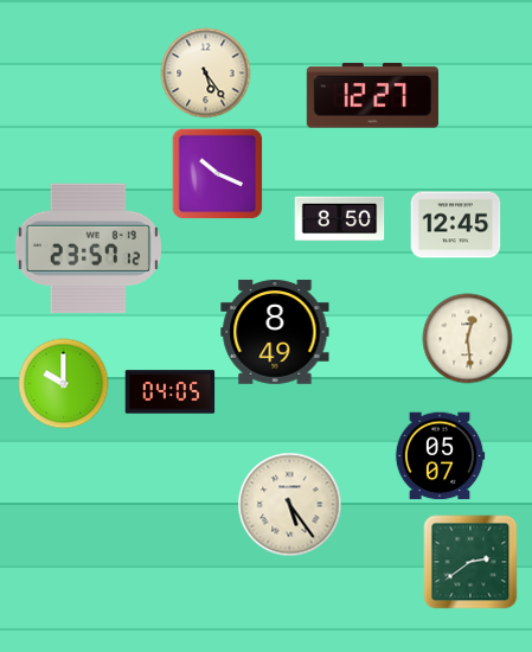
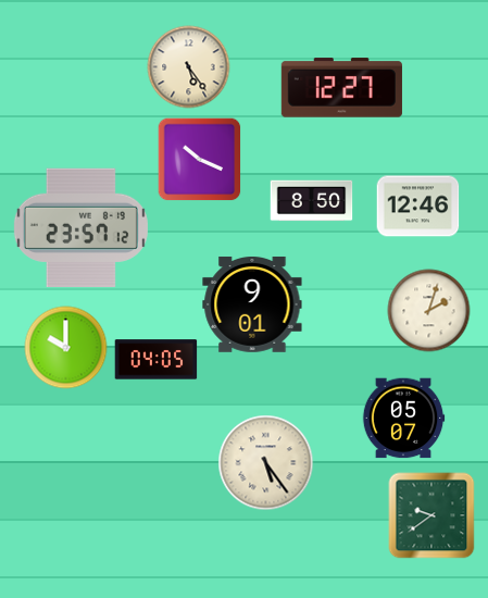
clock at (456, 225): 12:45 -> 12:46
clock at (275, 332): 8:49 -> 9:01
clock at (468, 339): 12:29 -> 2:03
clock at (64, 384) position: (64, 384) -> (66, 348)
clock at (470, 562): 2:39 -> 9:39
